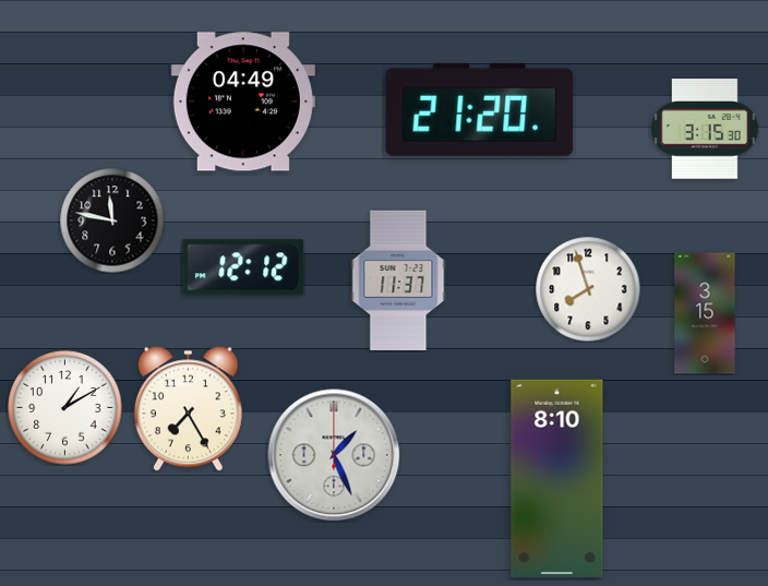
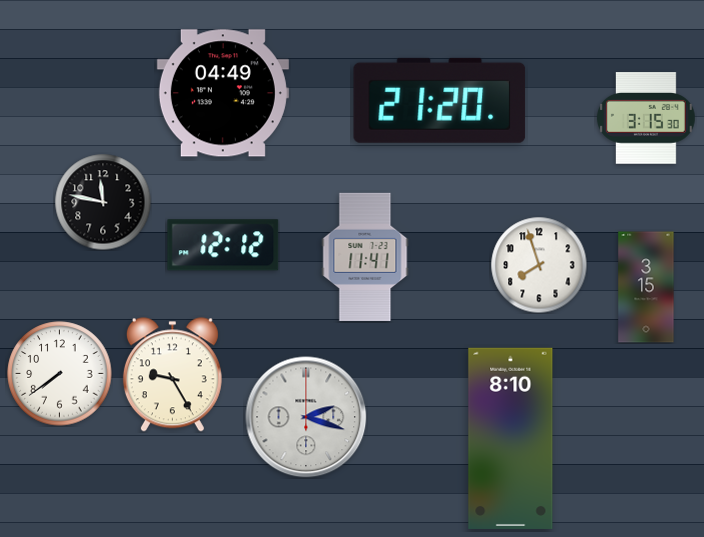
clock at (398, 279): 11:37 -> 11:41
clock at (65, 408): 1:10 -> 7:39
clock at (188, 409): 7:25 -> 9:25
clock at (334, 455): 1:26 -> 2:18
